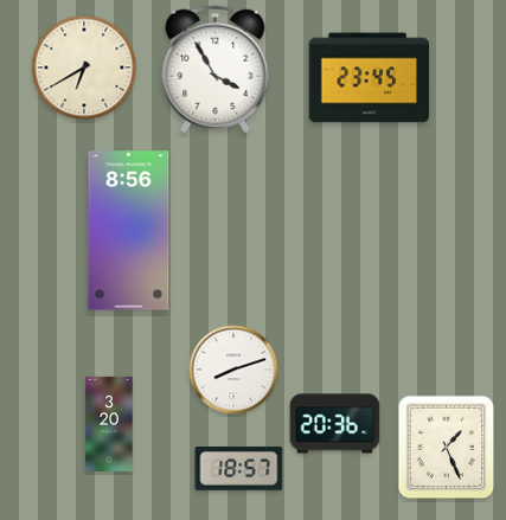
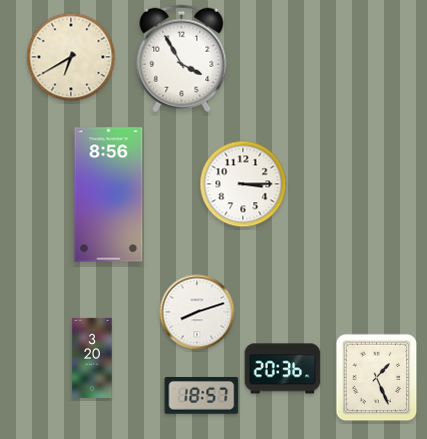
clock at (370, 78): 23:45 -> none
clock at (243, 184): none -> 3:15
clock at (335, 424) position: (335, 424) -> (283, 369)
